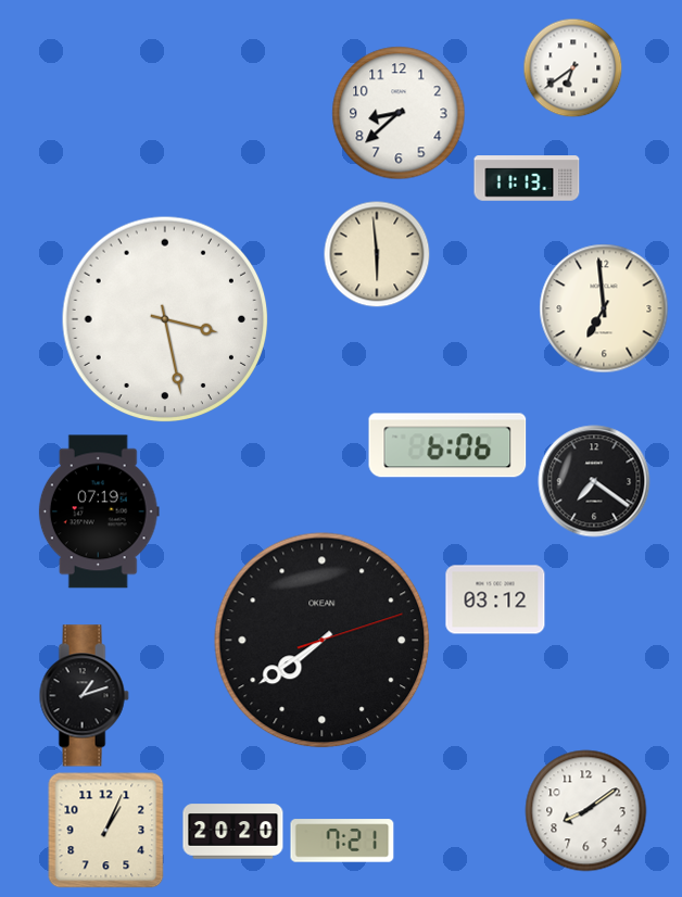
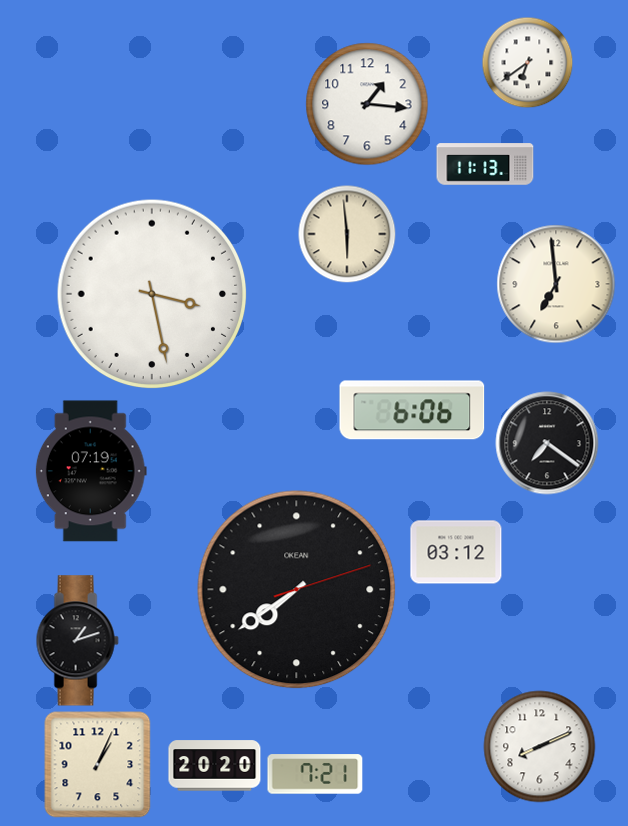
clock at (399, 113): 8:38 -> 1:16
clock at (586, 811): 8:09 -> 8:11
